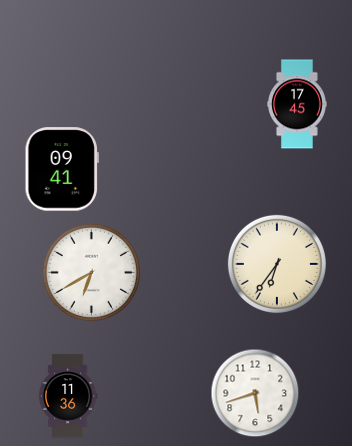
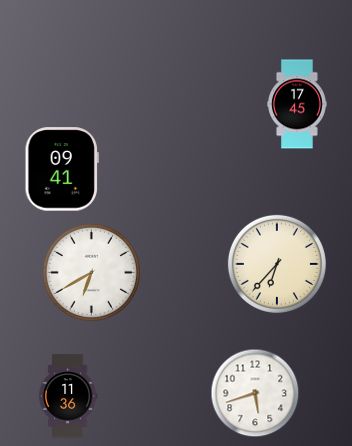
clock at (277, 264): 6:36 -> 6:37
